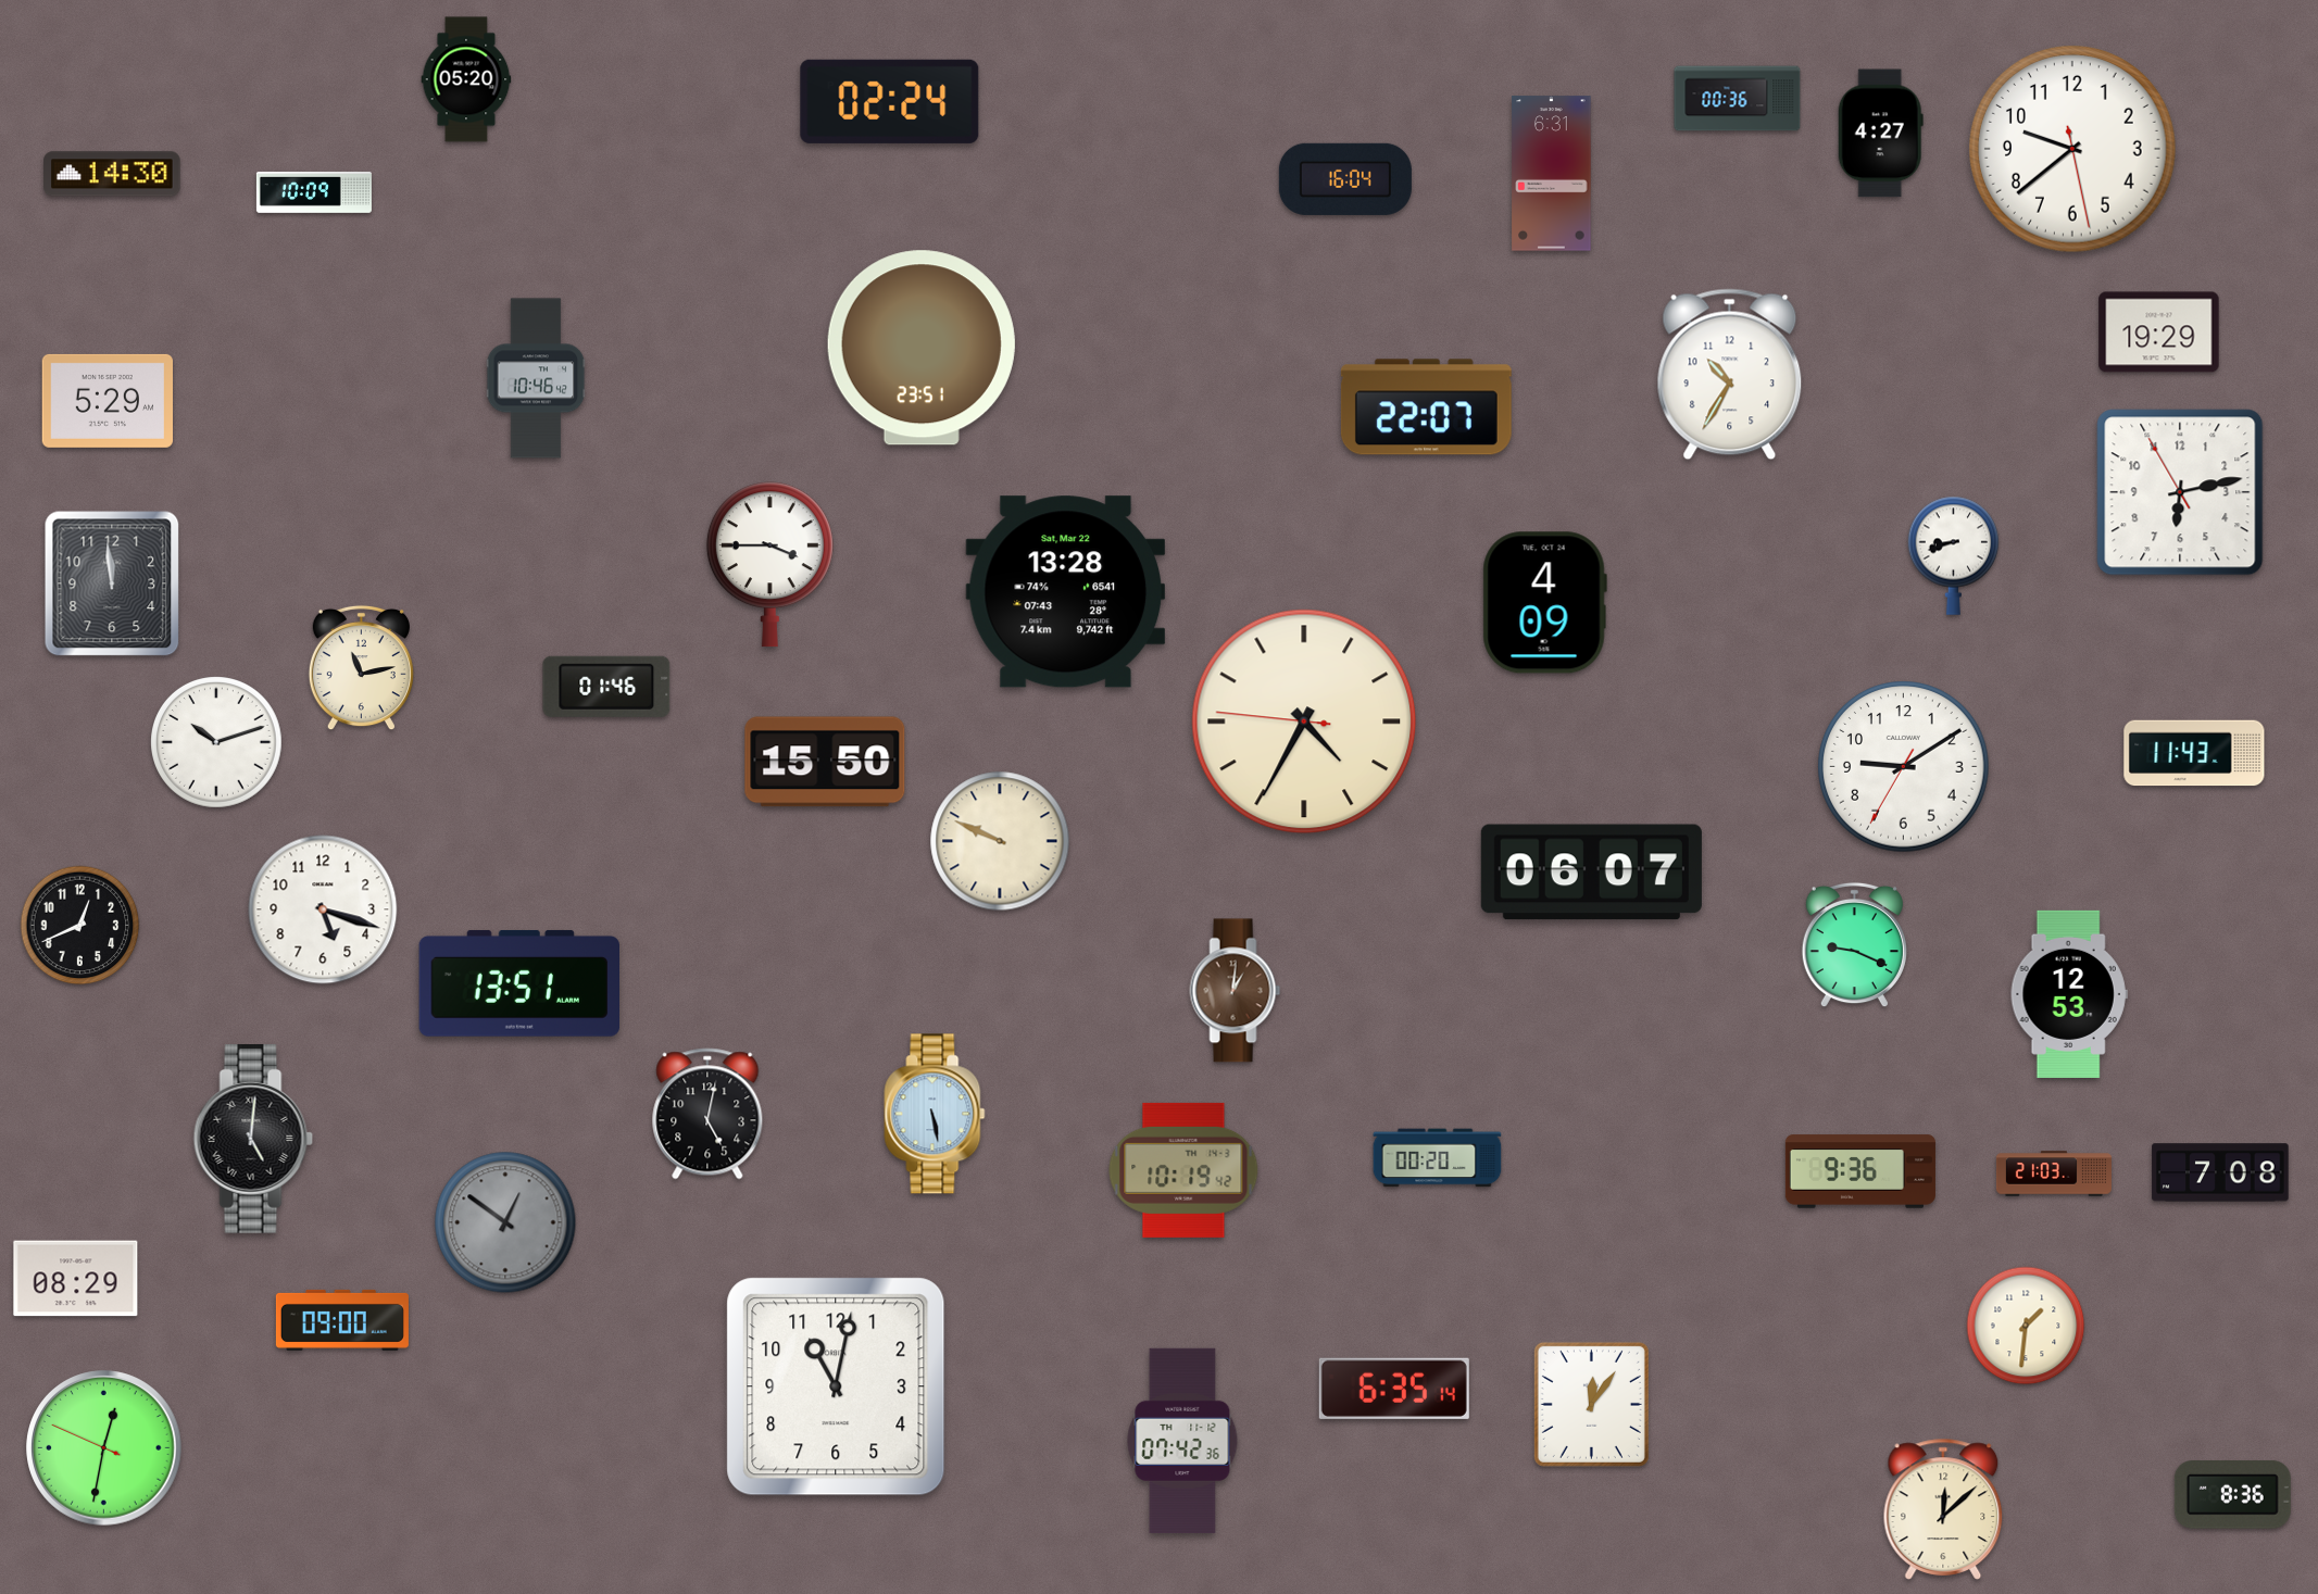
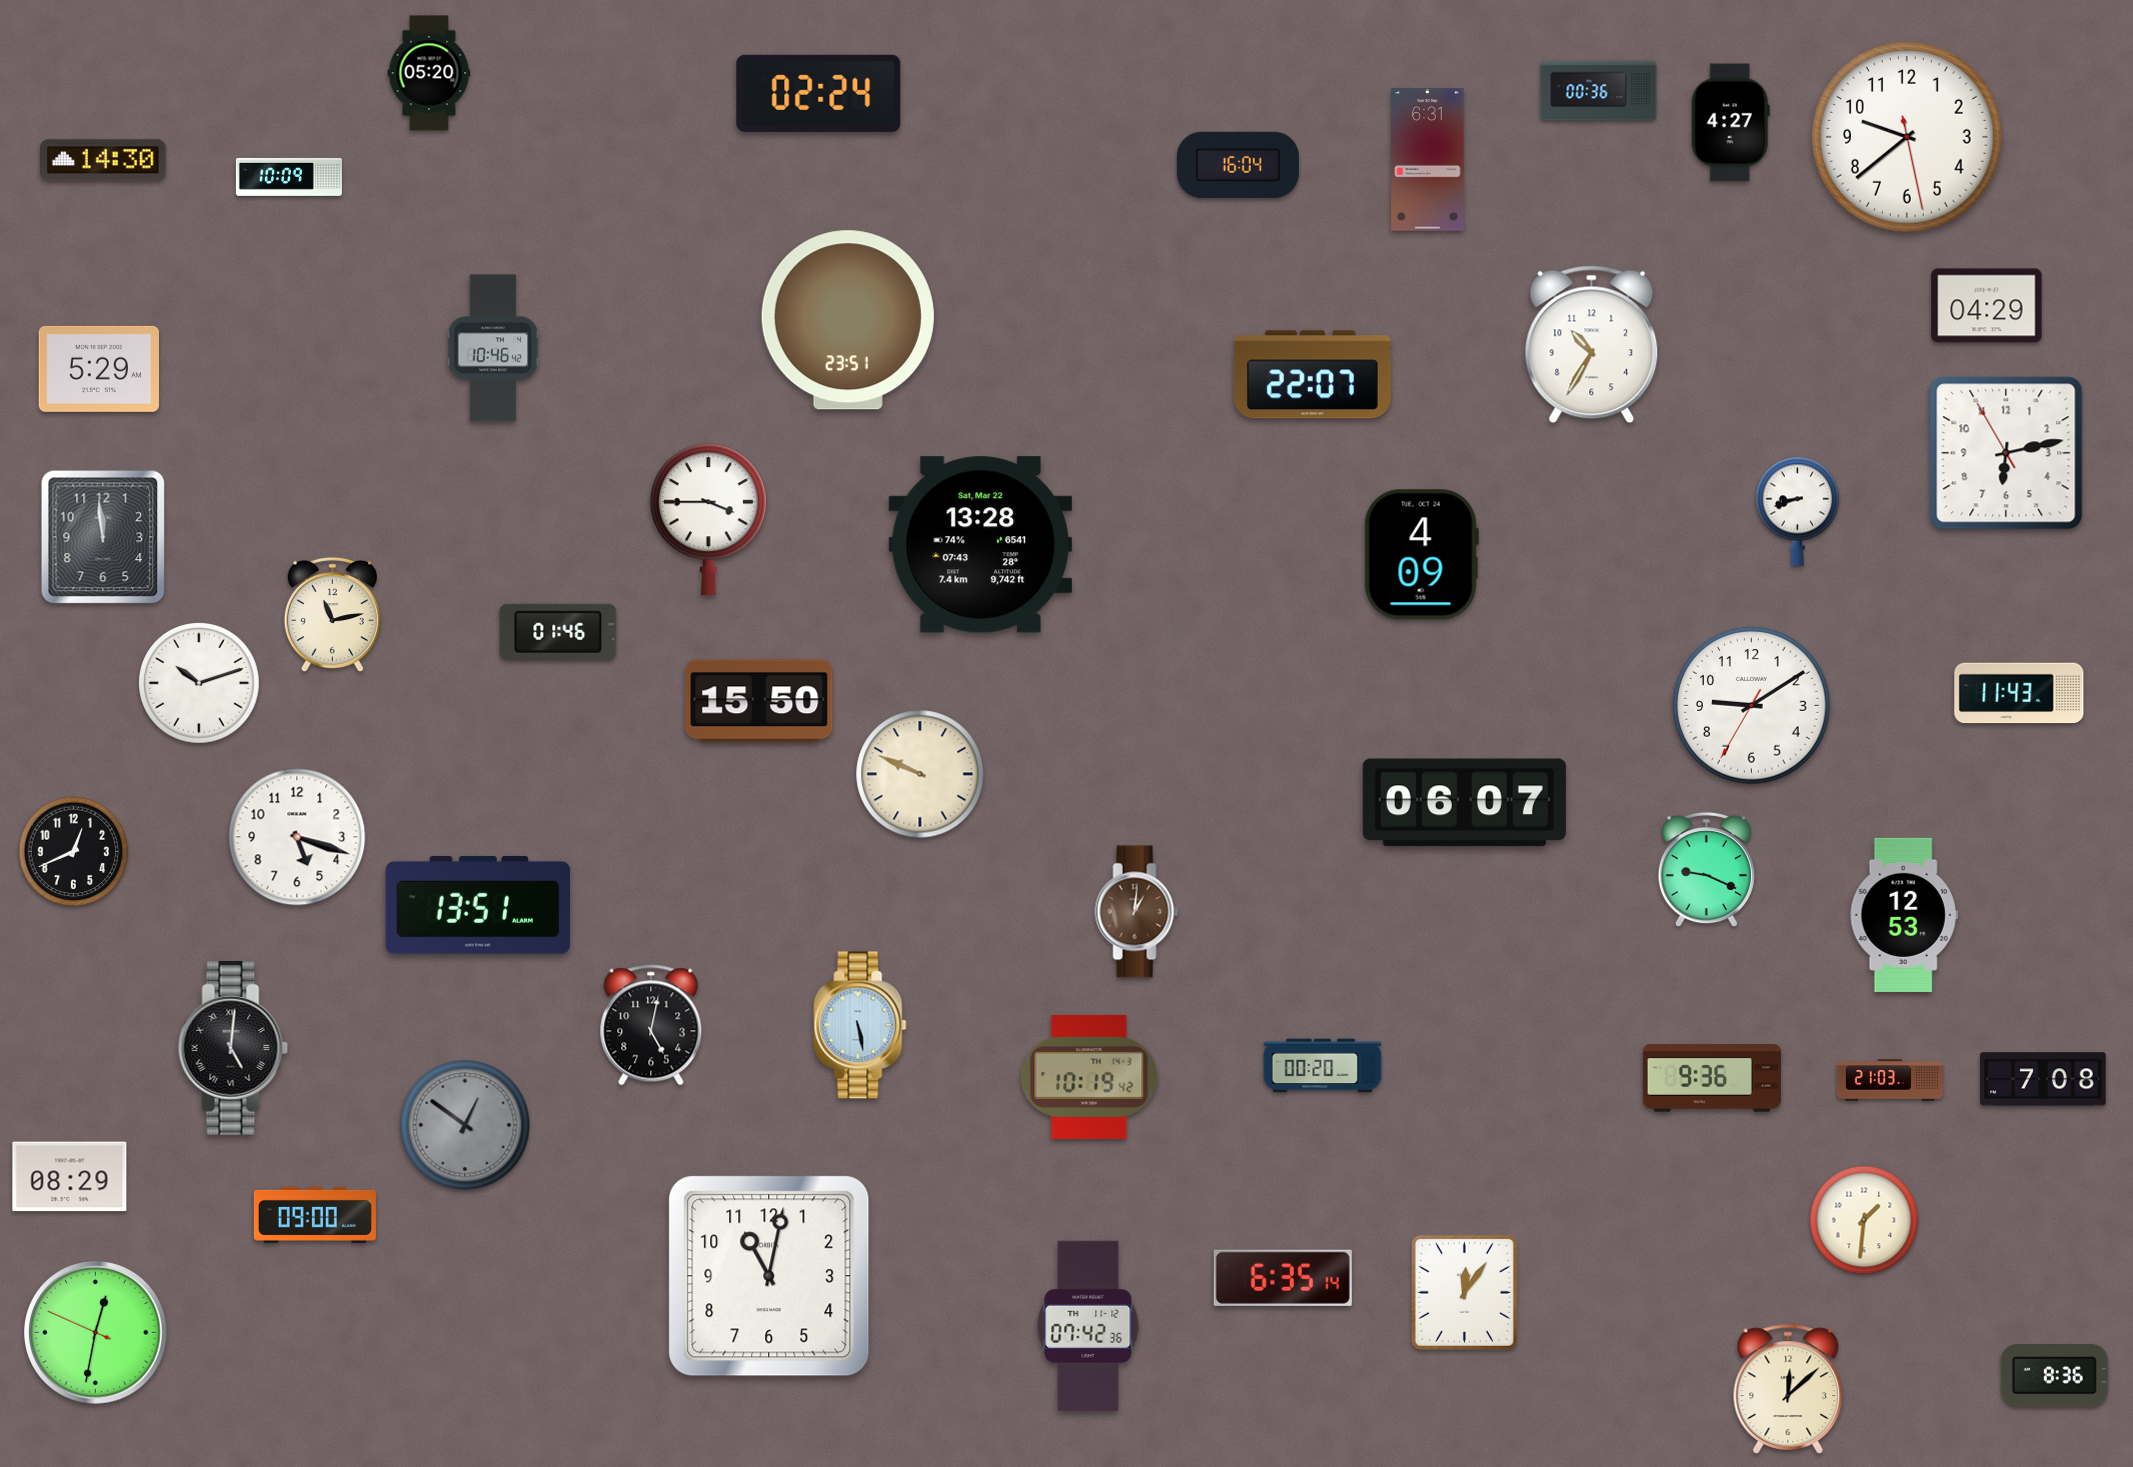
clock at (2159, 332): 19:29 -> 04:29
clock at (1304, 721): 4:34 -> none
